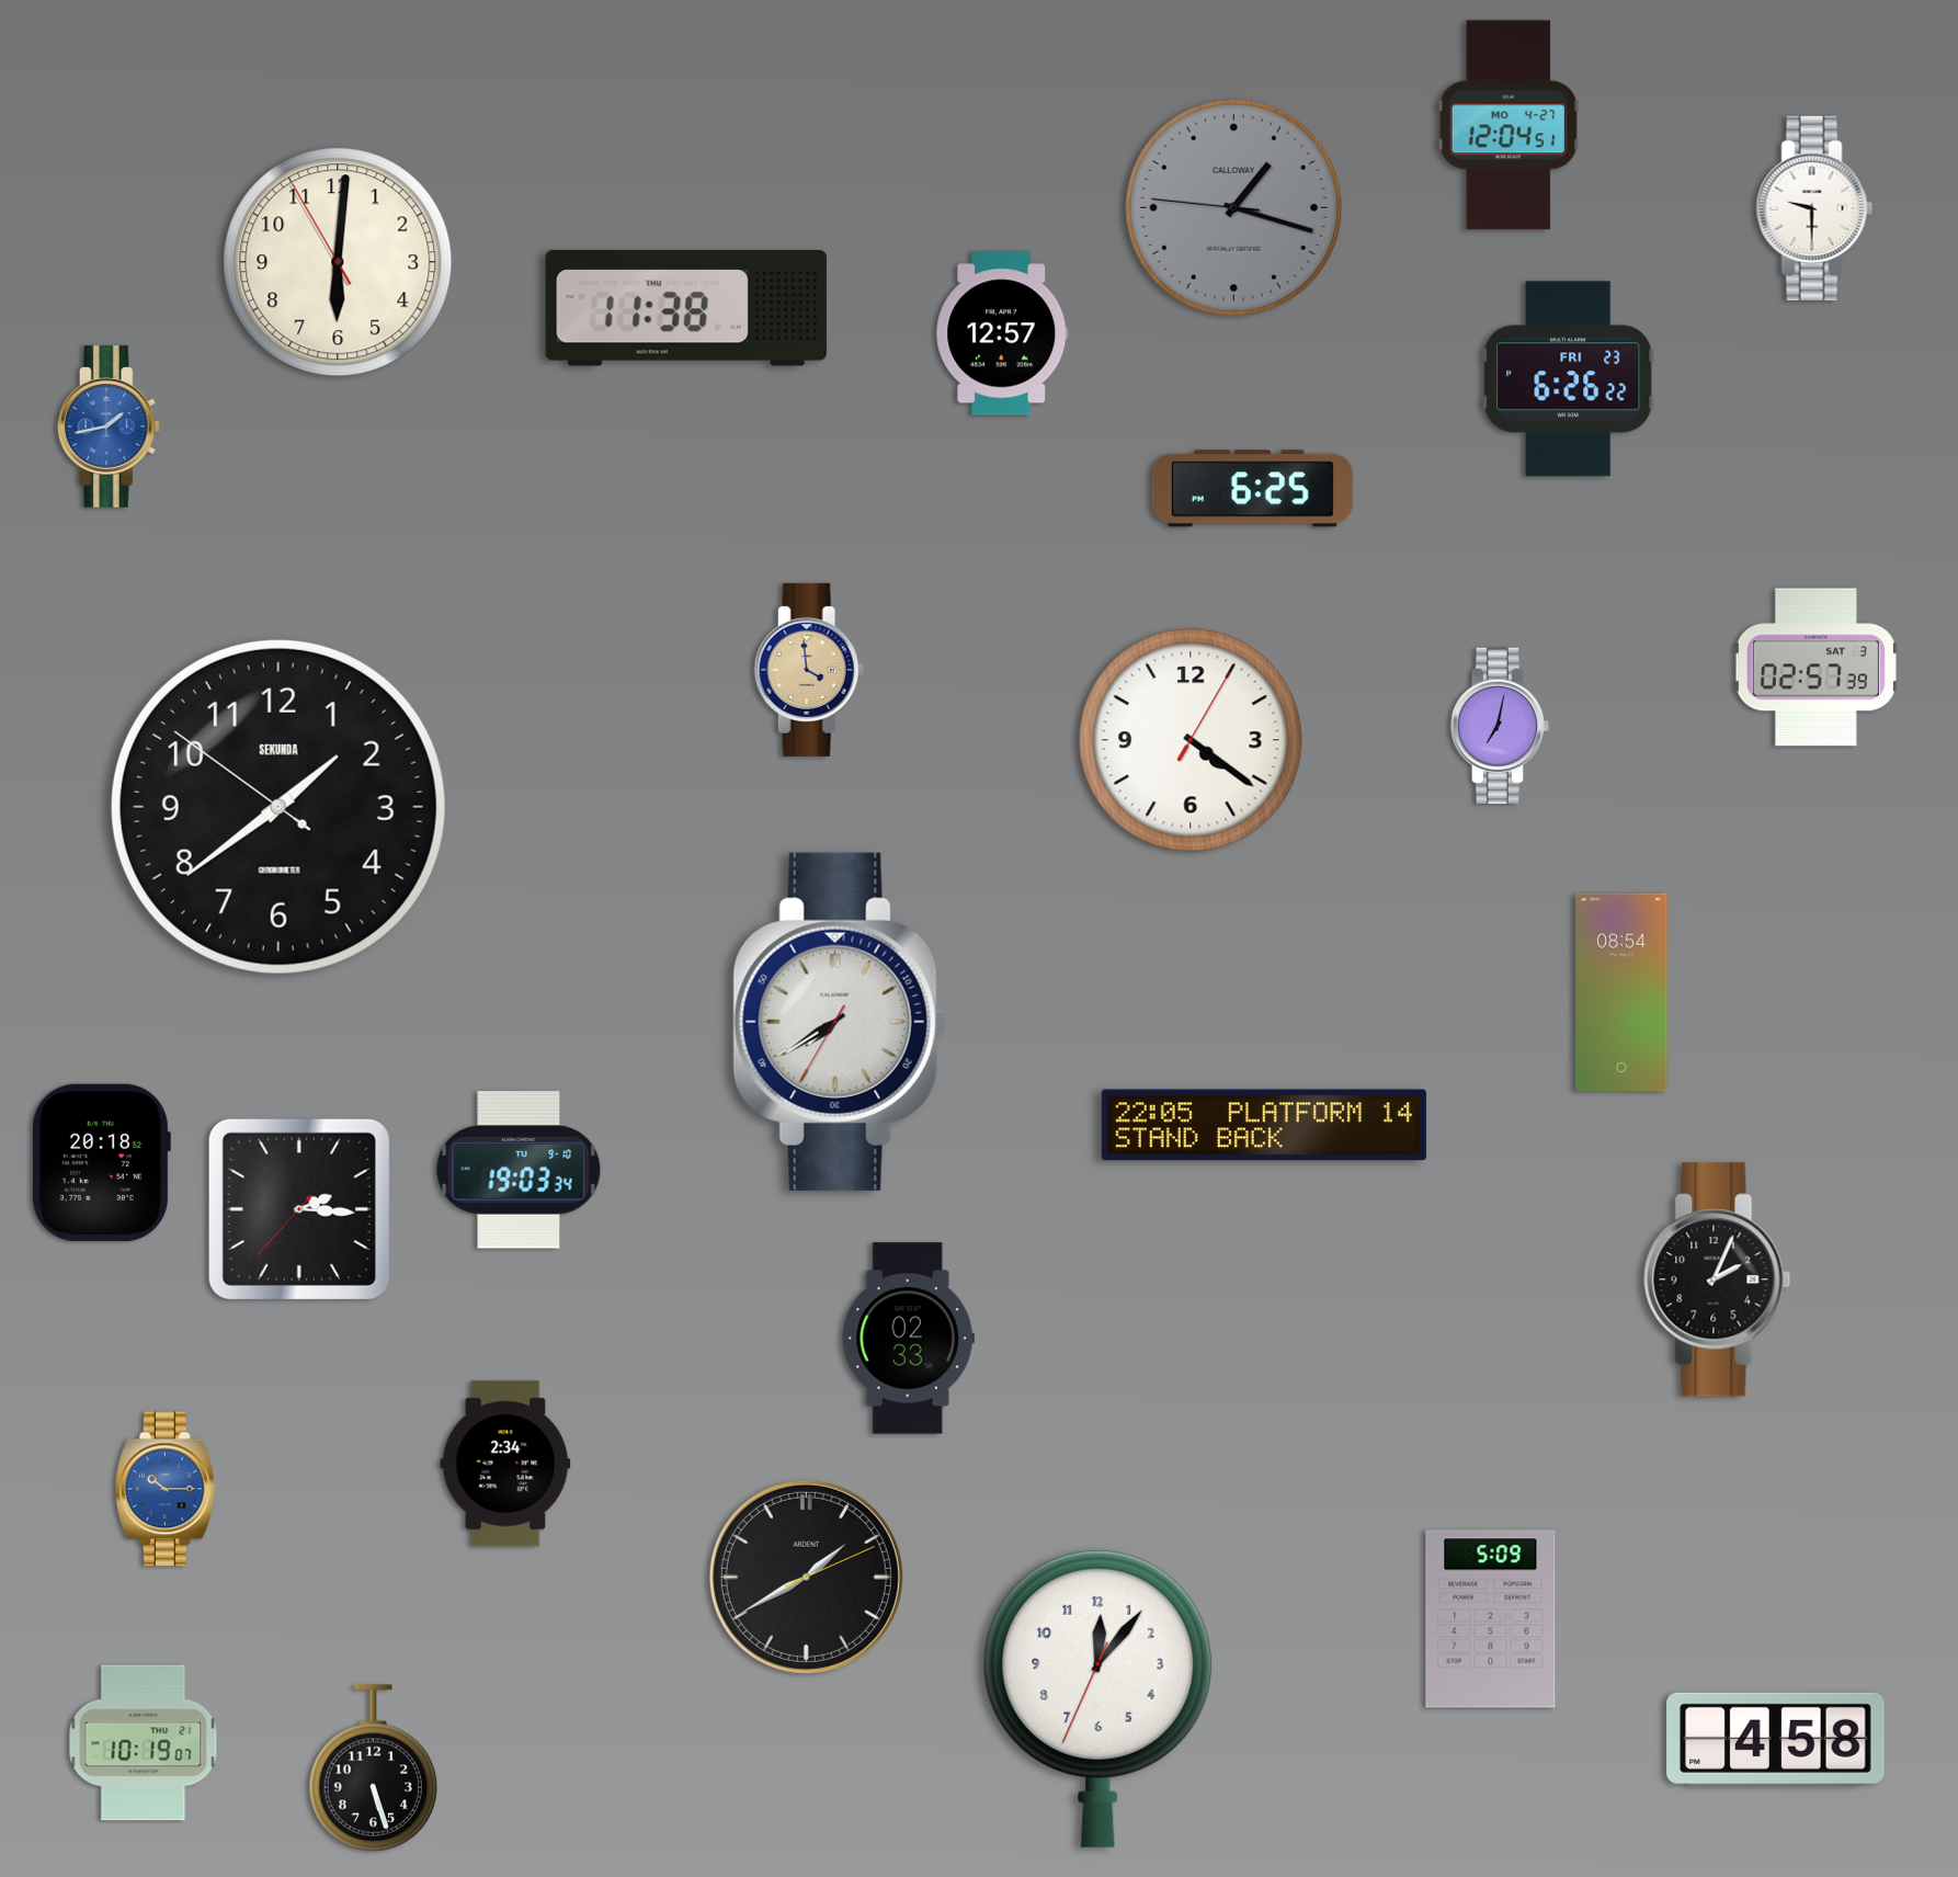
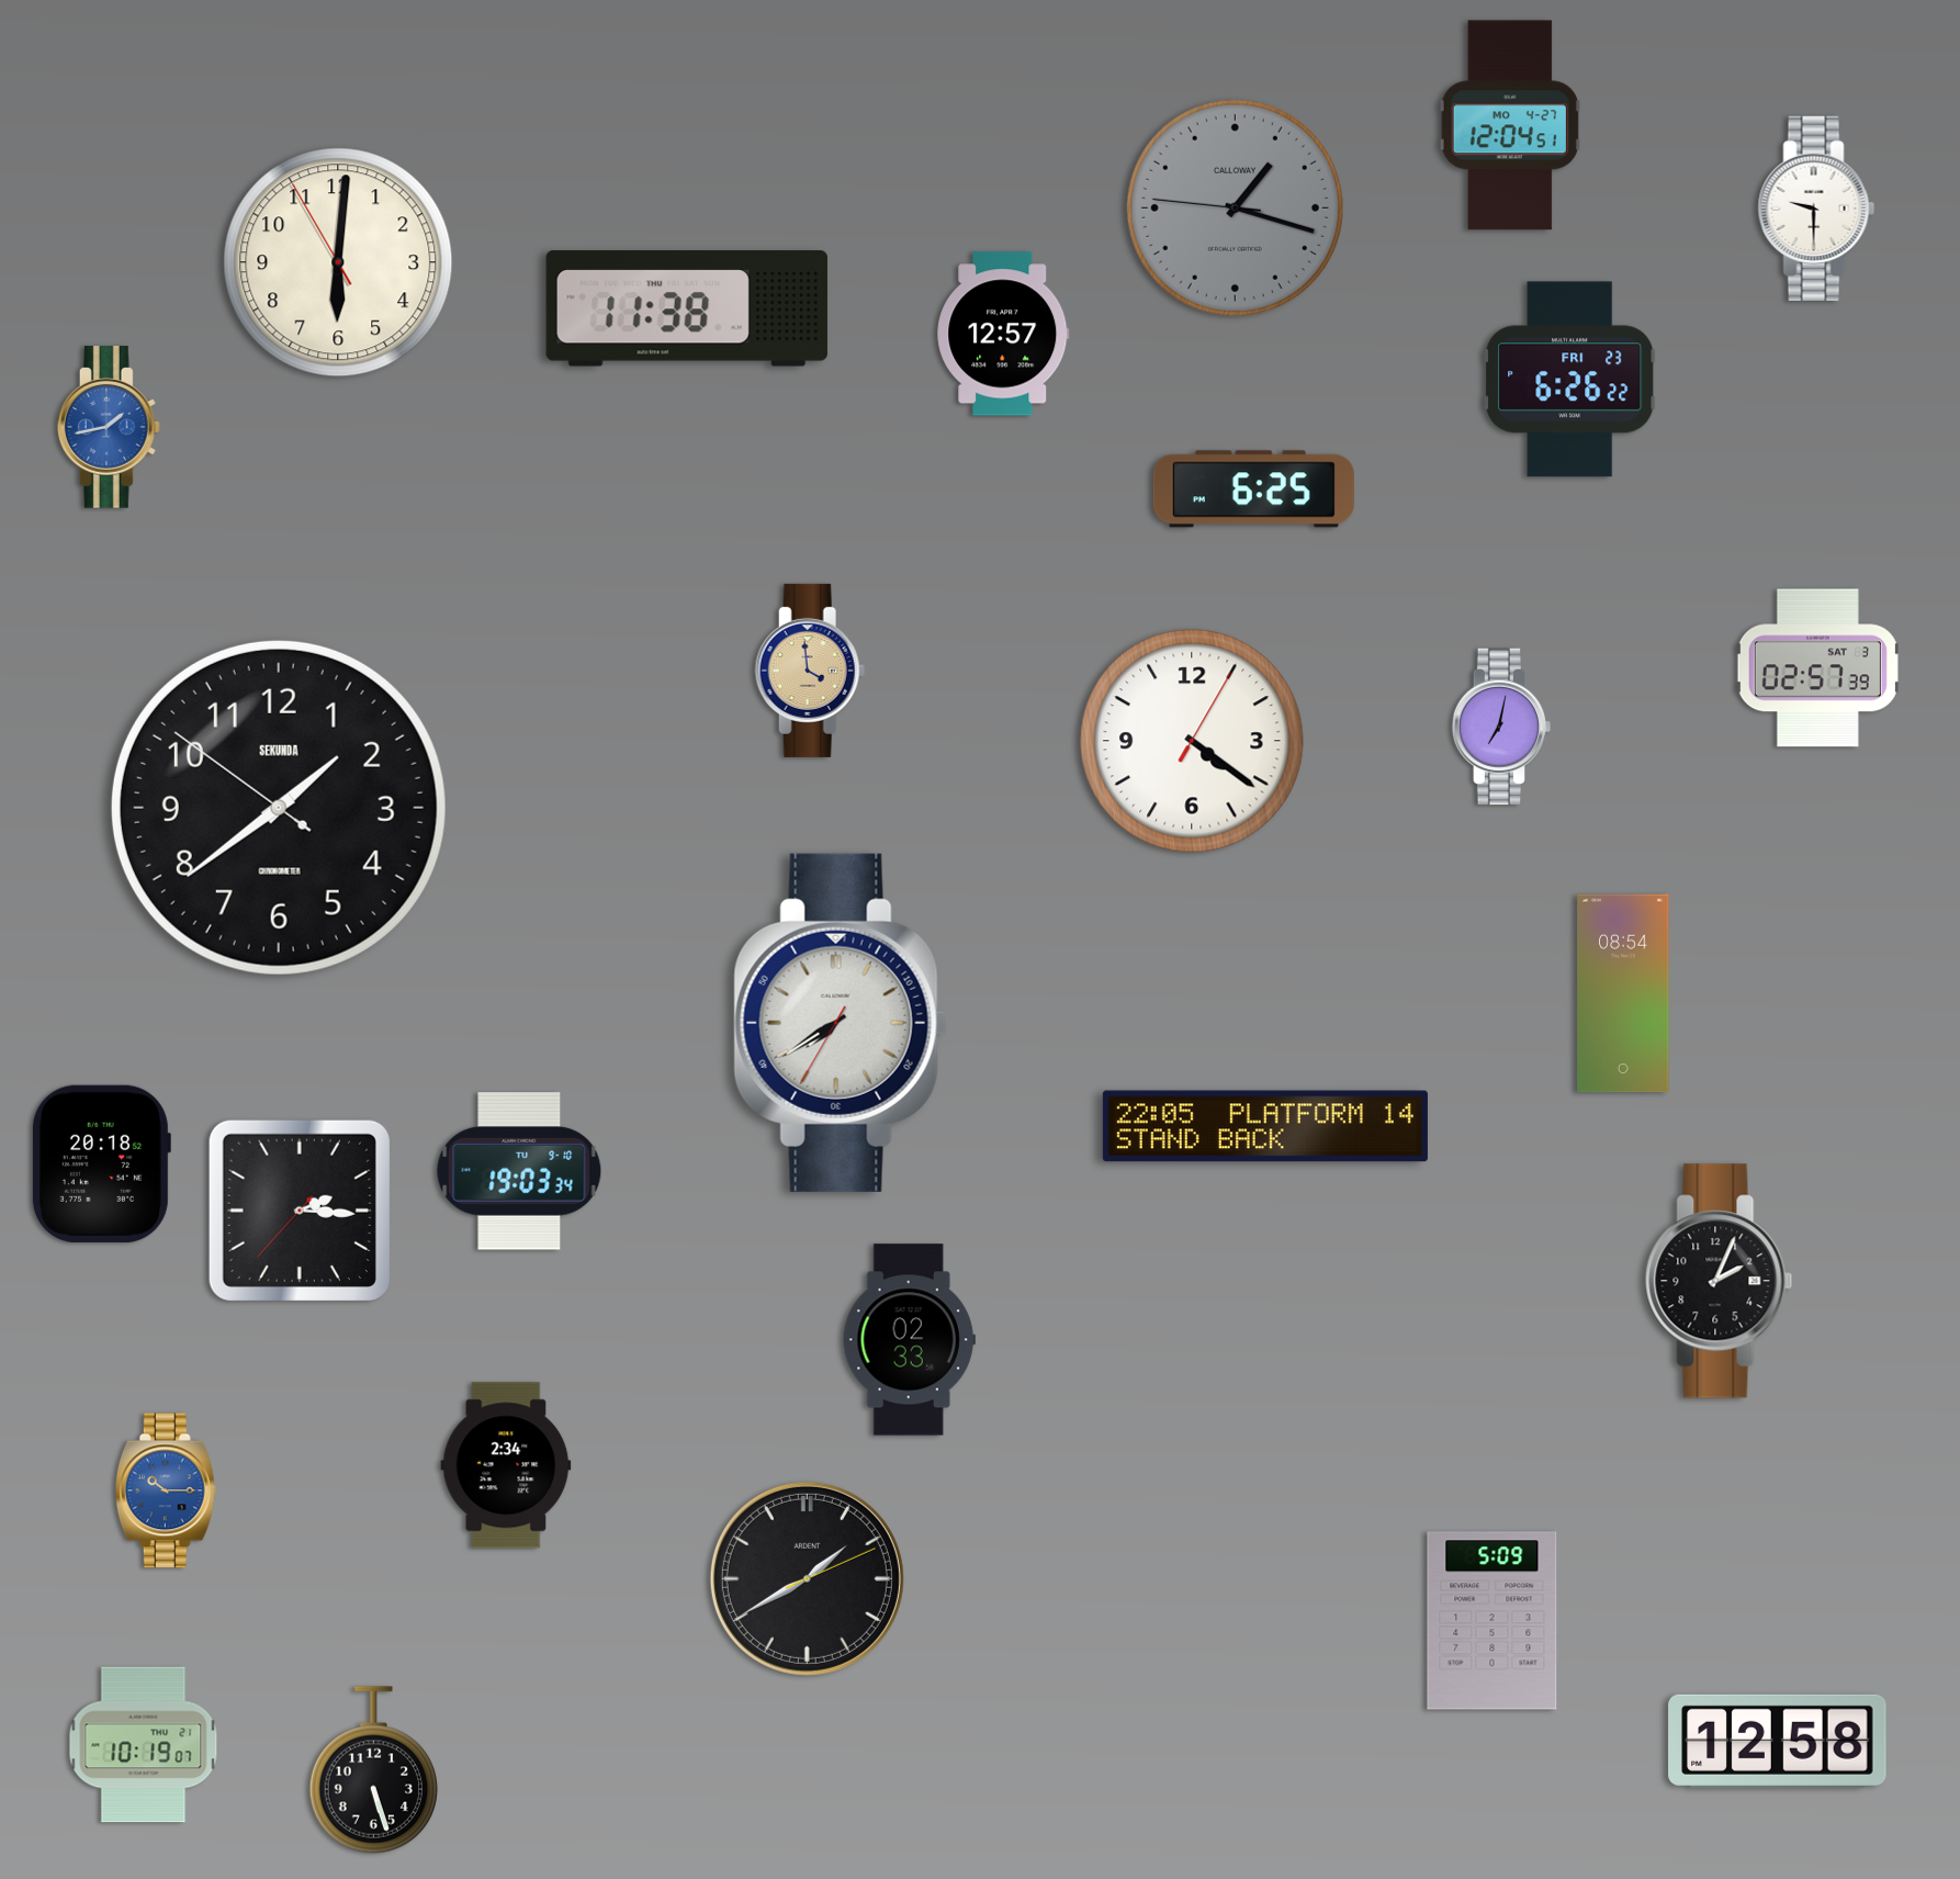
clock at (1098, 1698): 12:06 -> none
clock at (1776, 1739): 4:58 -> 12:58
